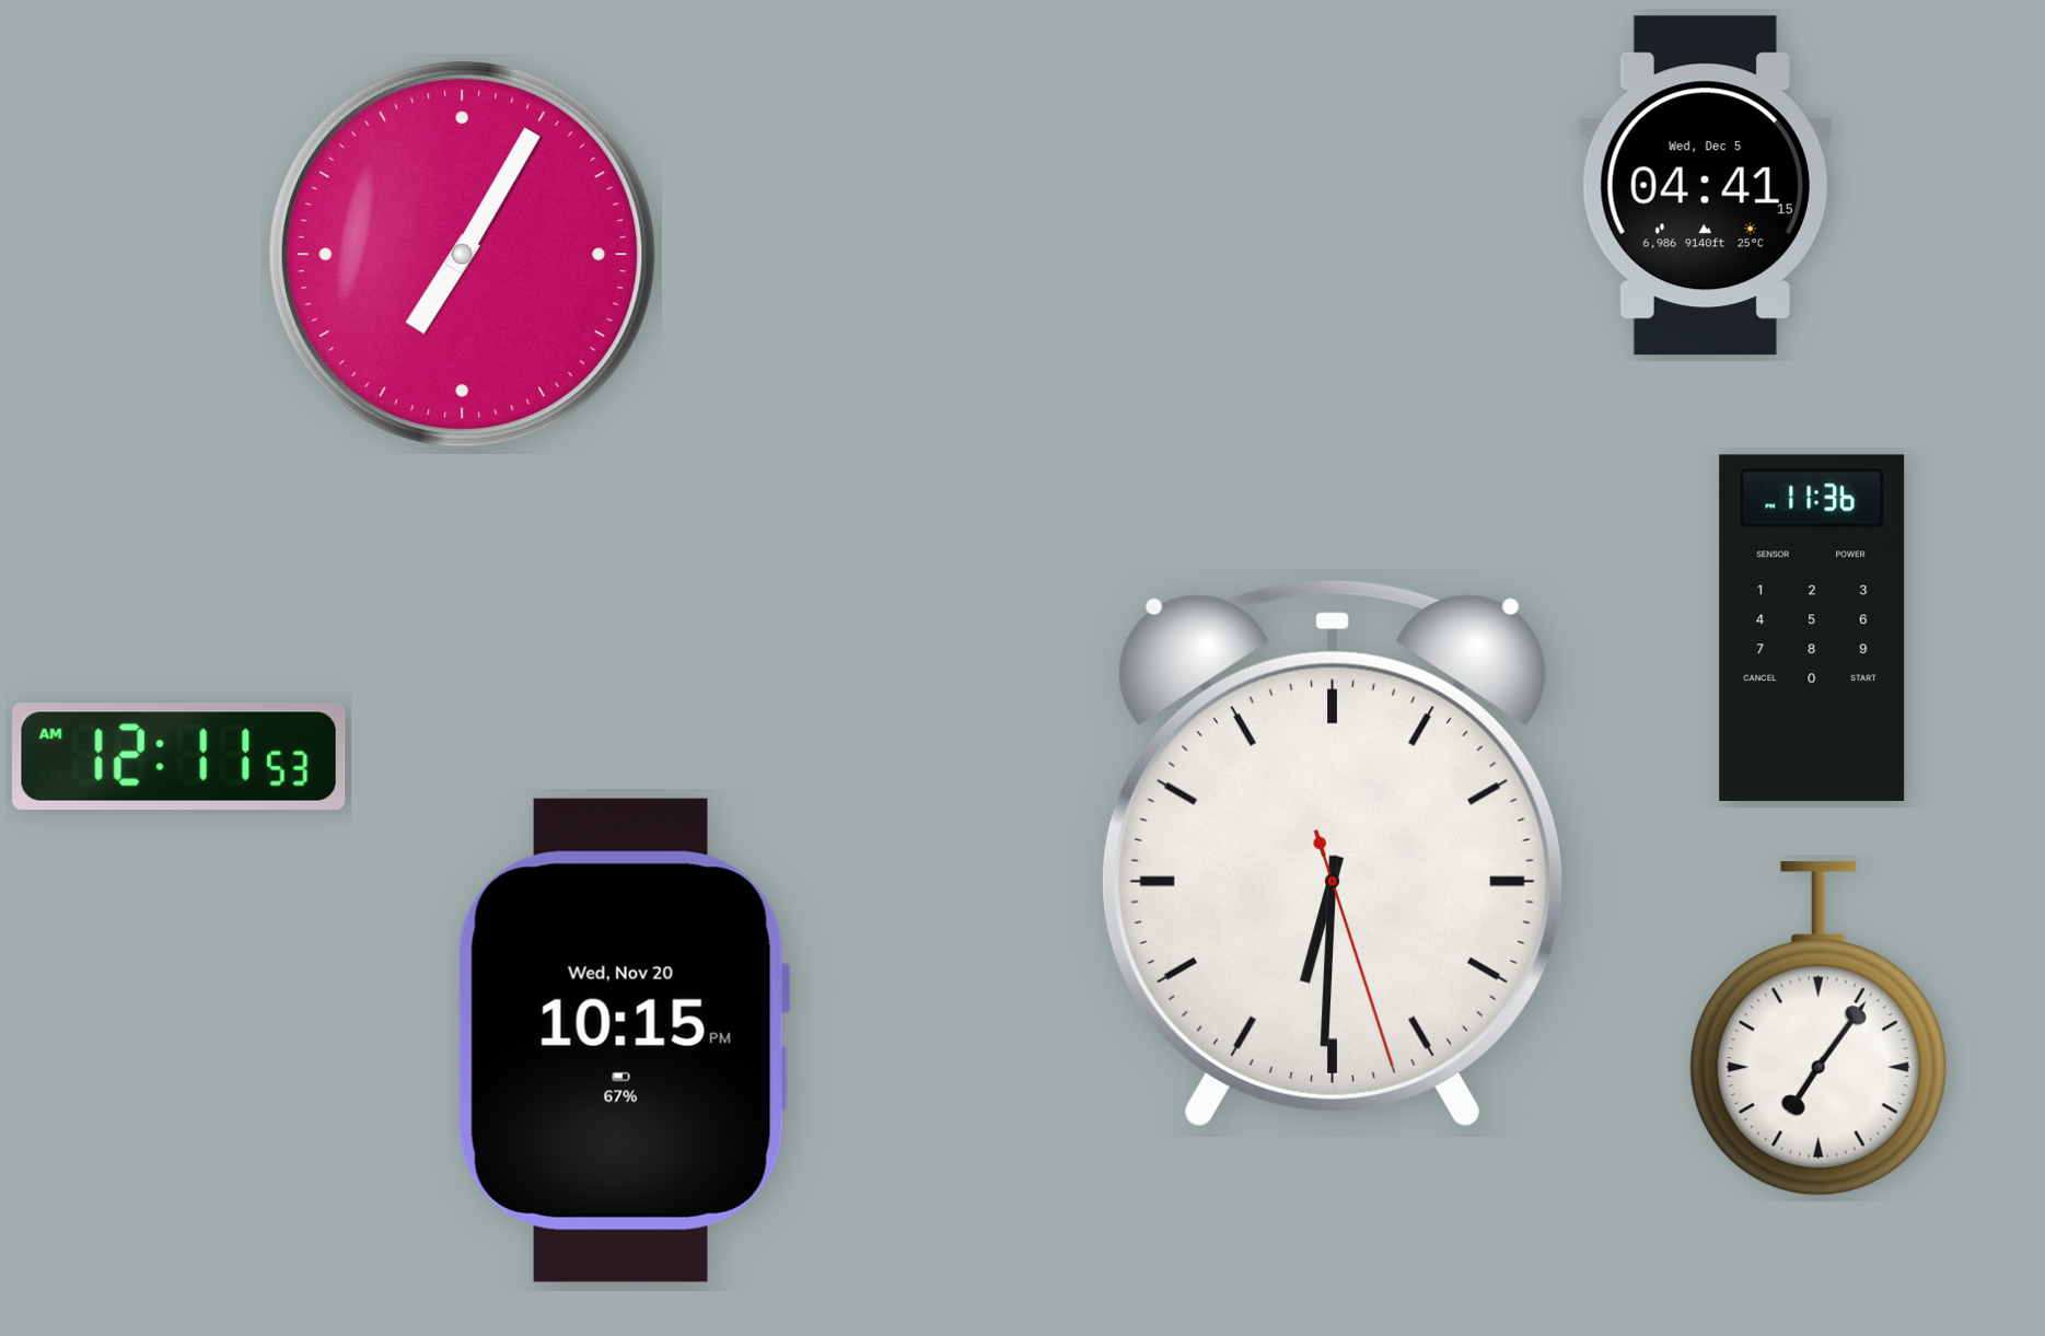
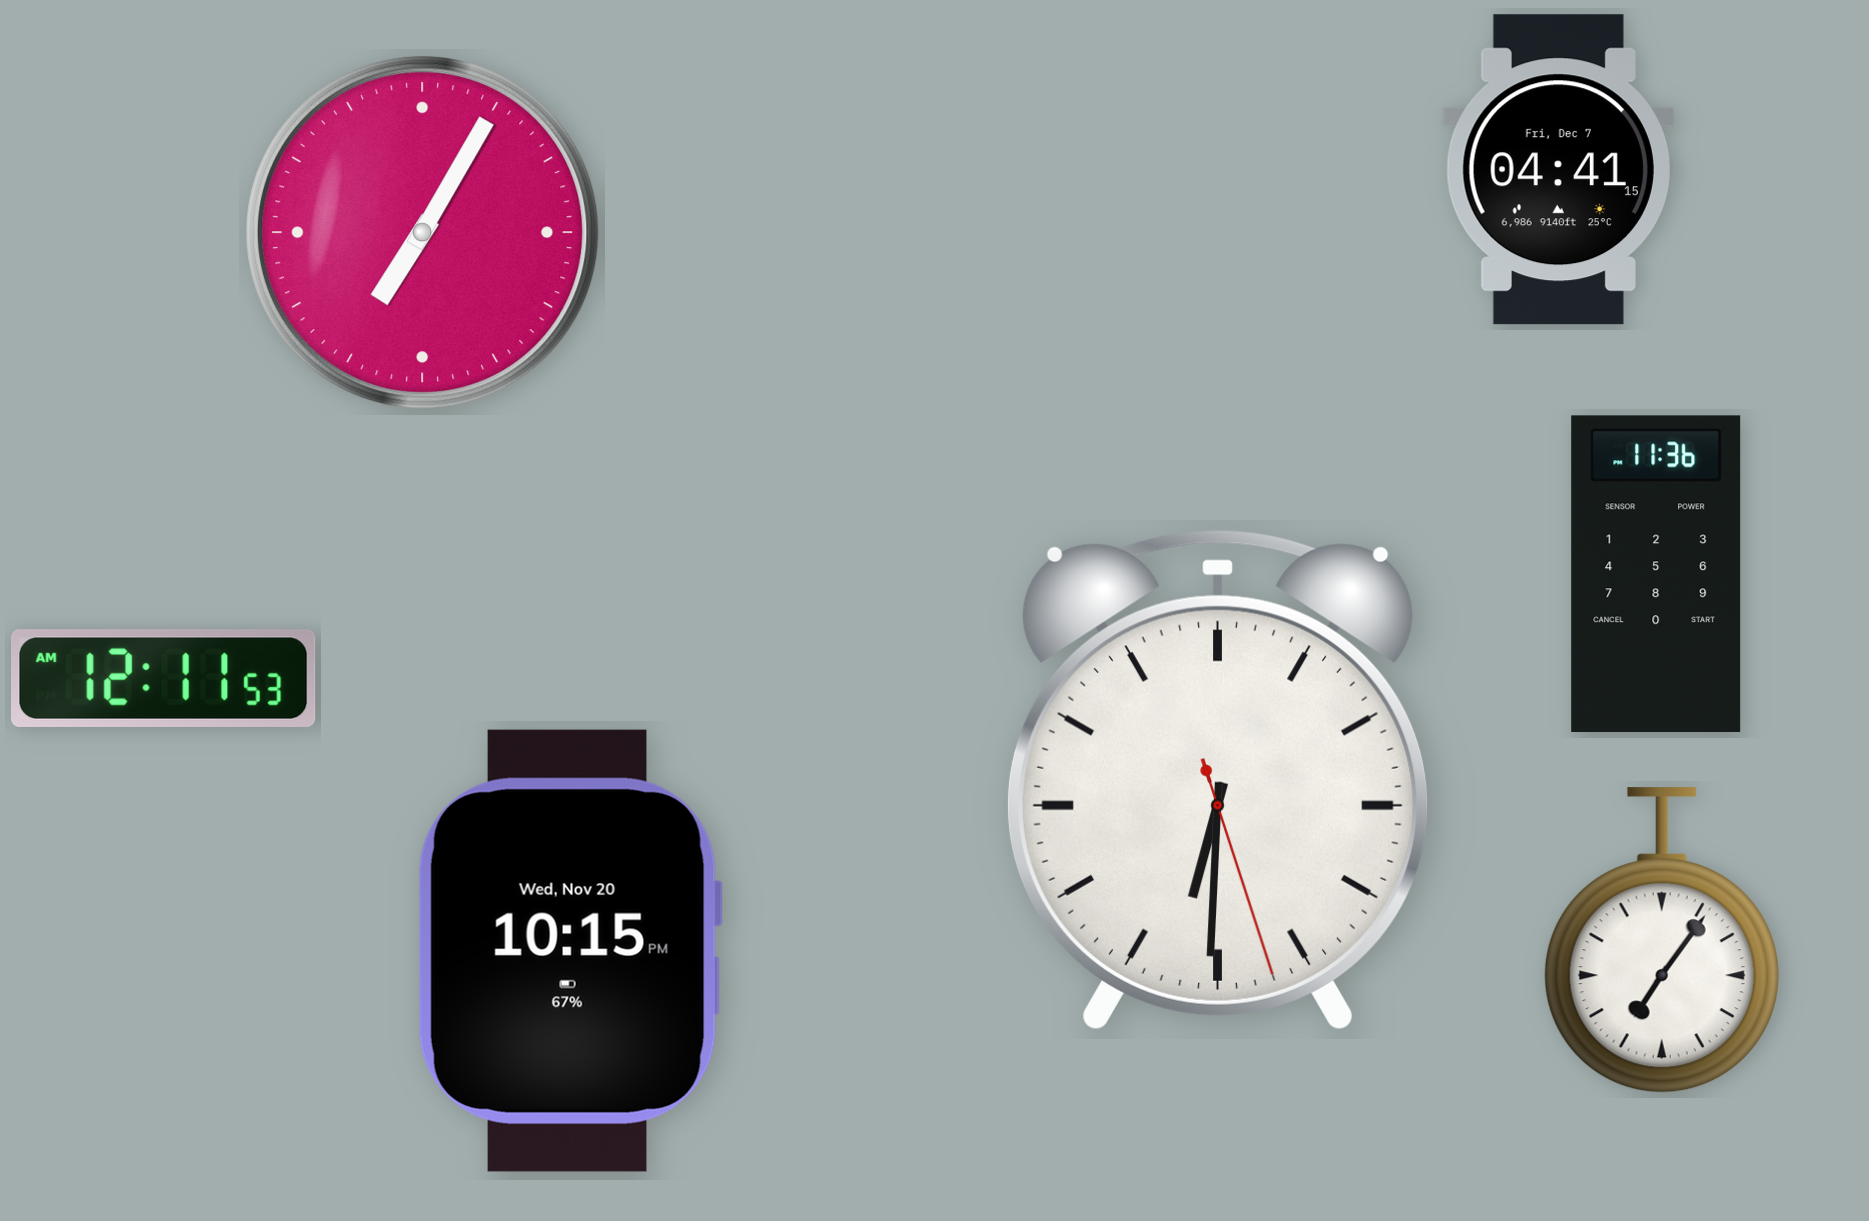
clock at (1705, 186) date: Wed, Dec 5 -> Fri, Dec 7
clock at (179, 756) position: (179, 756) -> (164, 678)
